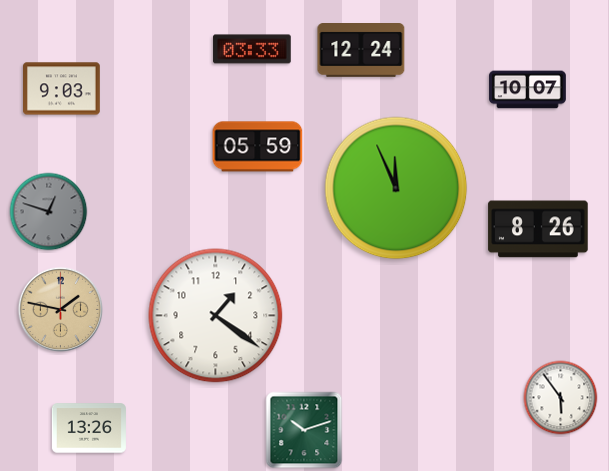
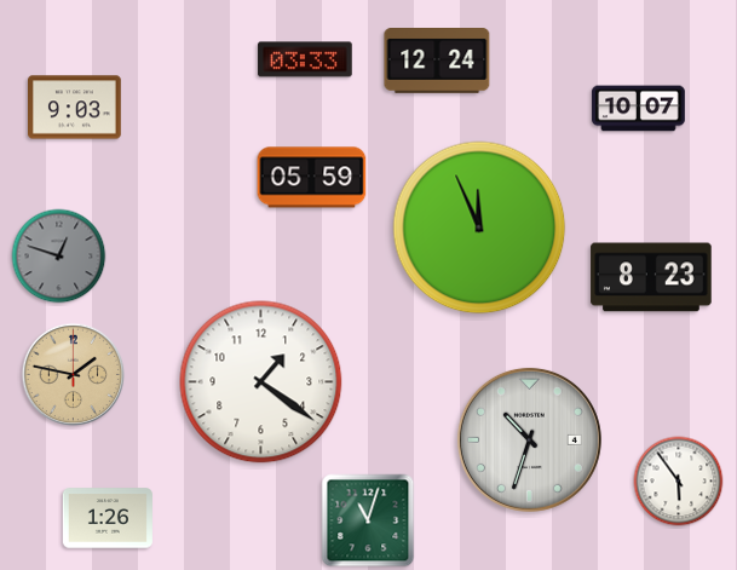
clock at (538, 229): 8:26 -> 8:23
clock at (529, 439): none -> 10:33
clock at (89, 428): 13:26 -> 1:26
clock at (304, 430): 10:12 -> 11:03
